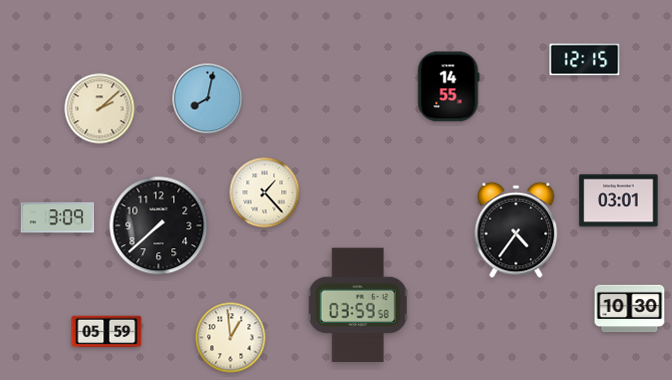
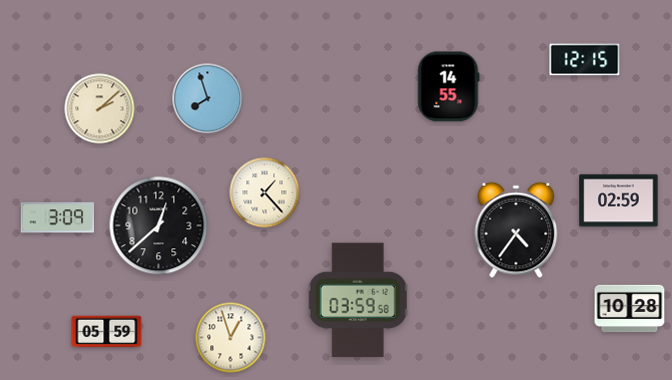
clock at (208, 99): 8:02 -> 7:57
clock at (619, 201): 03:01 -> 02:59
clock at (159, 226): 7:38 -> 12:38
clock at (358, 305) position: (358, 305) -> (358, 300)
clock at (630, 309): 10:30 -> 10:28
clock at (231, 338): 12:59 -> 12:57
